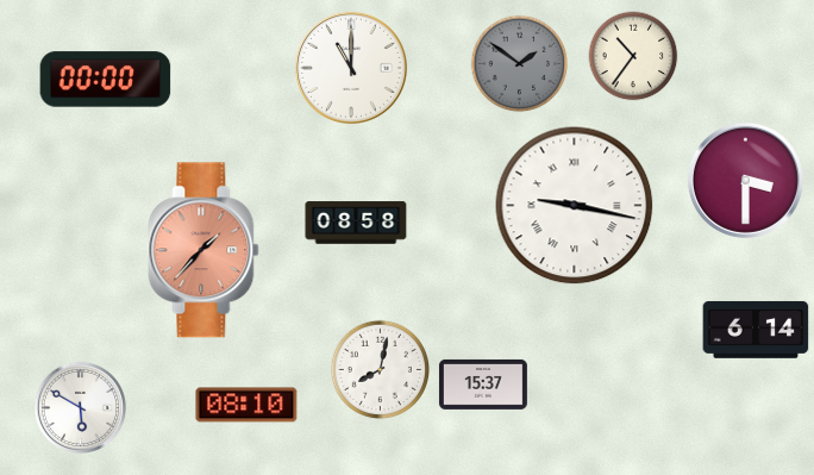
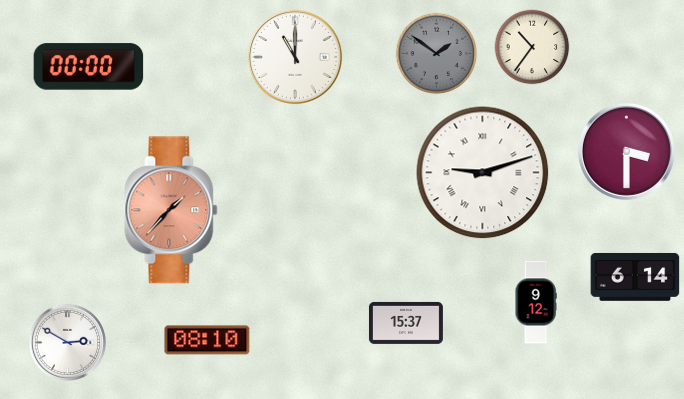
clock at (575, 206): 9:17 -> 9:12
clock at (356, 223): 08:58 -> none
clock at (536, 302): none -> 9:12
clock at (381, 370): 8:02 -> none
clock at (80, 407): 5:50 -> 2:50
